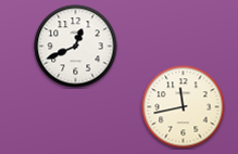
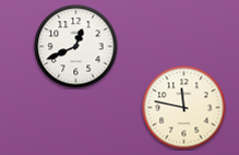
clock at (184, 107): 11:43 -> 11:47
